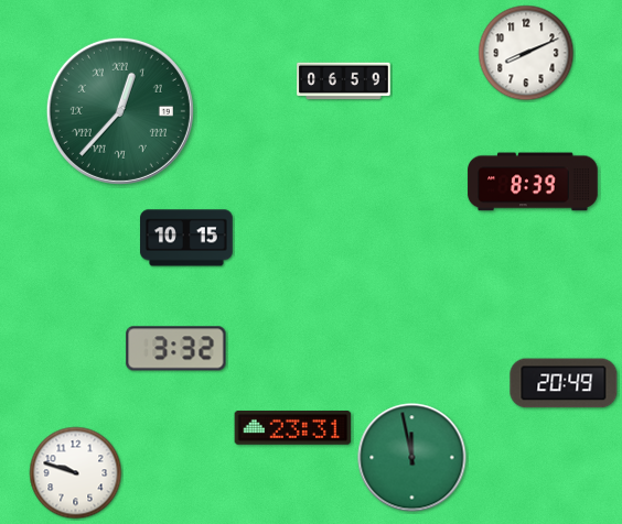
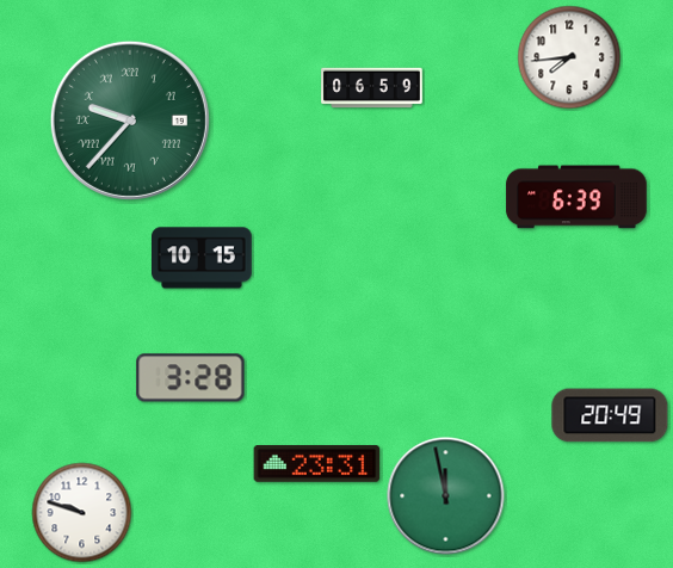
clock at (526, 53): 8:11 -> 7:44
clock at (120, 111): 12:37 -> 9:37
clock at (533, 182): 8:39 -> 6:39
clock at (176, 349): 3:32 -> 3:28
